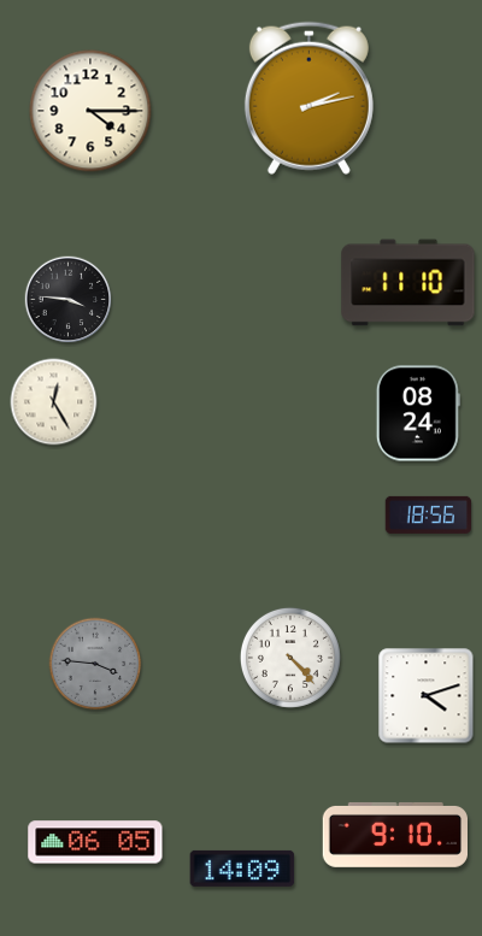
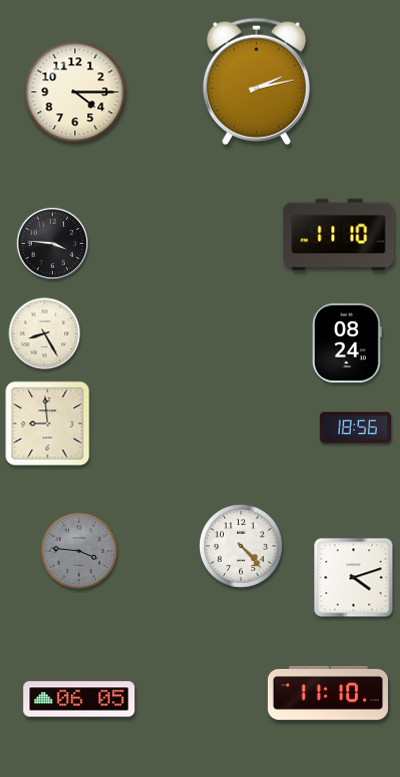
clock at (69, 300) position: (69, 300) -> (53, 244)
clock at (54, 402): 12:25 -> 8:25
clock at (48, 424): none -> 8:59
clock at (394, 835): 9:10 -> 11:10
clock at (242, 869): 14:09 -> none
